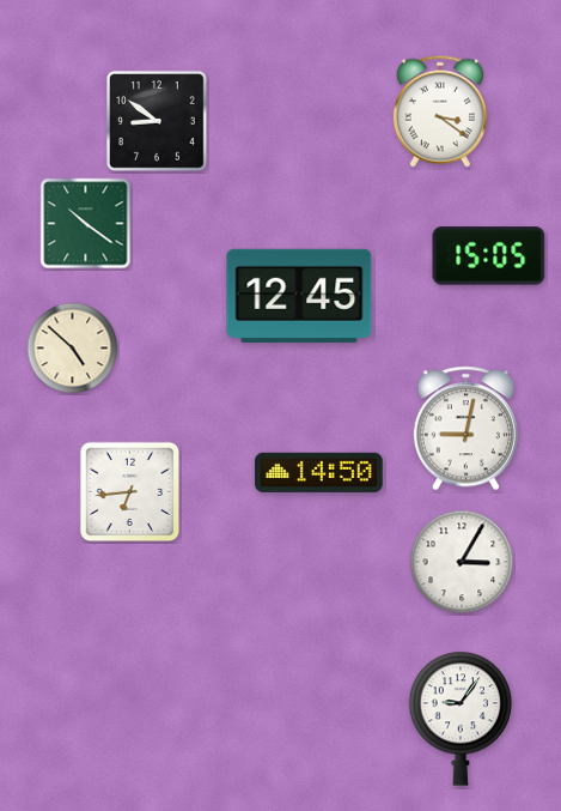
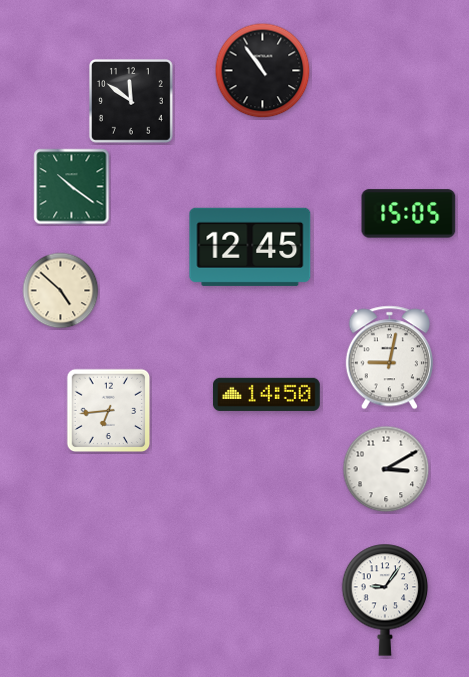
clock at (263, 71): none -> 10:54
clock at (440, 111): 3:21 -> none
clock at (157, 121): 8:51 -> 11:51
clock at (462, 562): 3:05 -> 3:10
